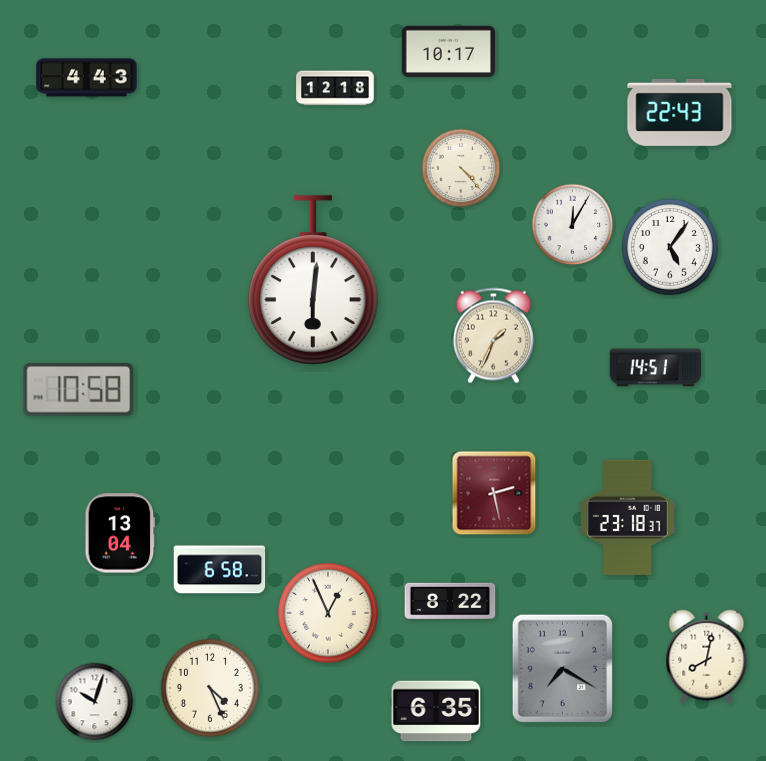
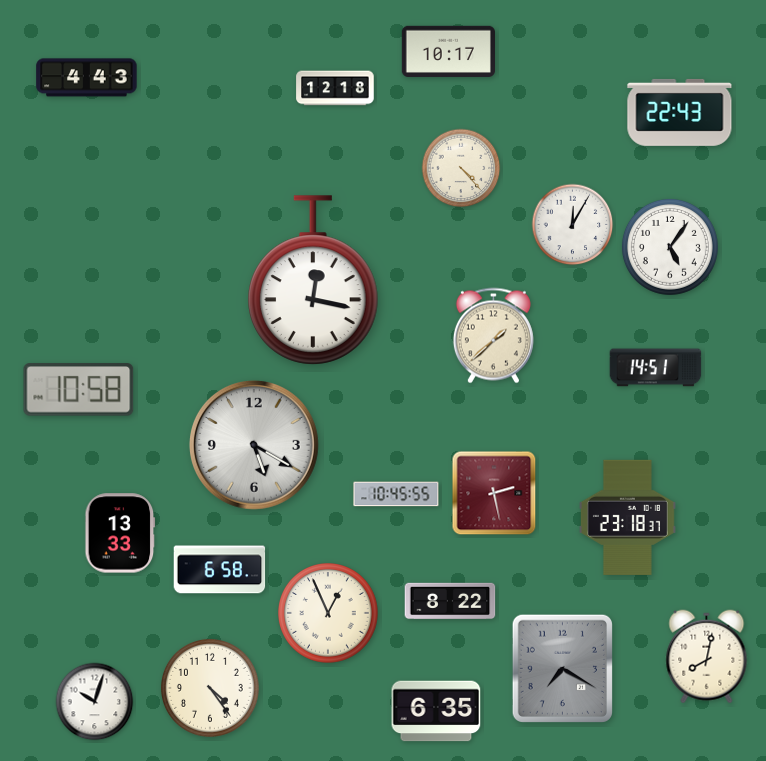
clock at (314, 280): 6:01 -> 12:17
clock at (493, 336): 1:34 -> 1:38
clock at (254, 445): none -> 5:20
clock at (396, 494): none -> 10:45
clock at (120, 533): 13:04 -> 13:33
clock at (210, 688): 4:26 -> 4:24
